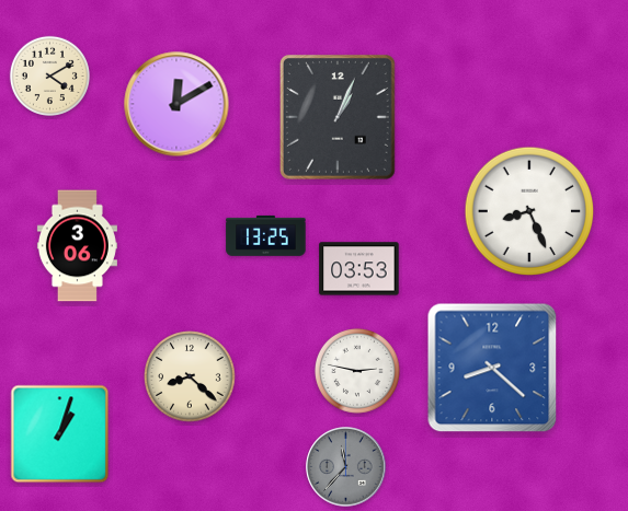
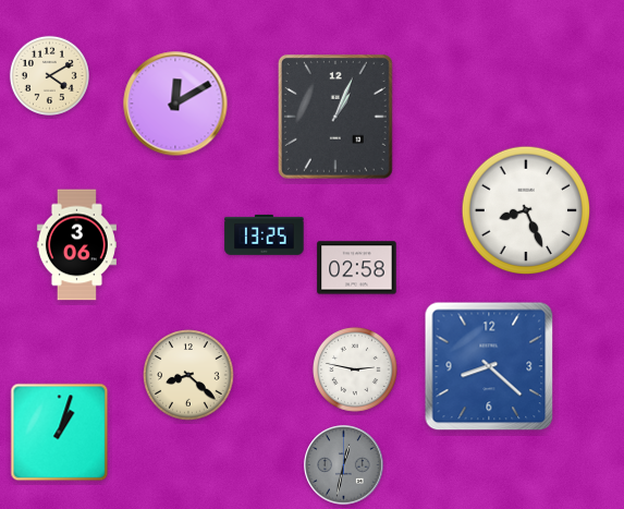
clock at (359, 269): 03:53 -> 02:58
clock at (346, 467): 11:37 -> 12:32
